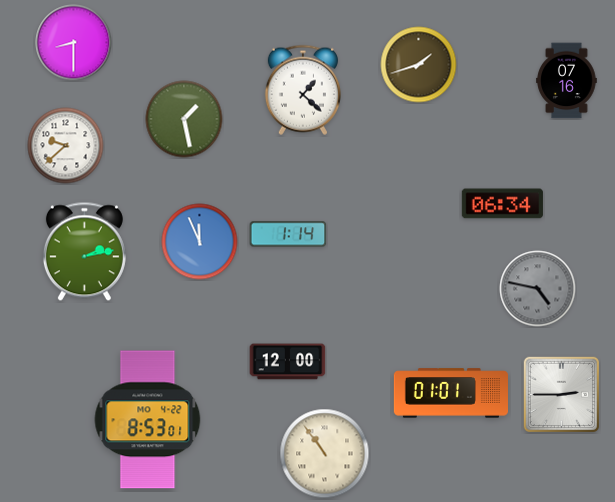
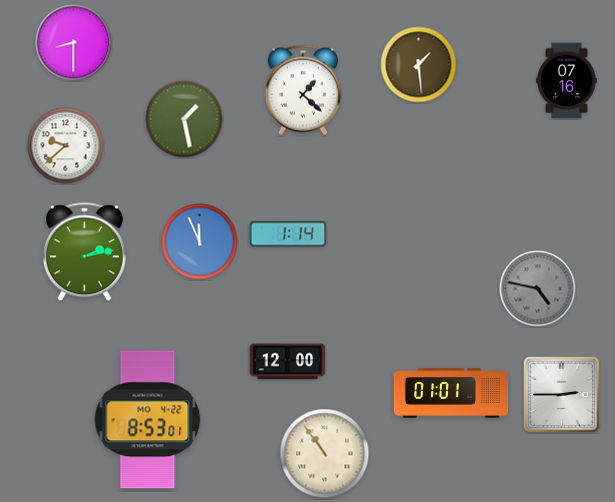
clock at (419, 65): 1:42 -> 1:29
clock at (502, 204): 06:34 -> none
